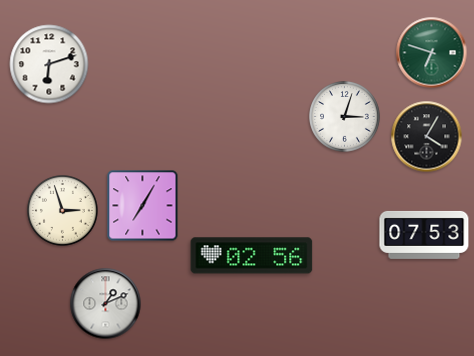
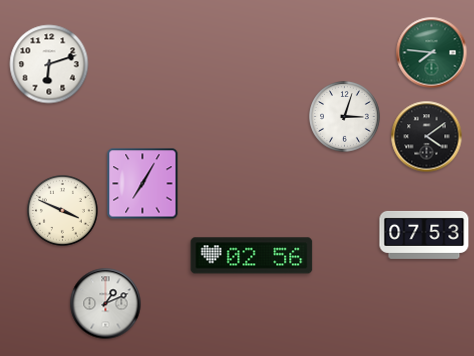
clock at (432, 53): 6:48 -> 7:46
clock at (427, 137): 4:05 -> 4:09
clock at (143, 206) position: (143, 206) -> (143, 184)
clock at (63, 211): 2:57 -> 3:49
